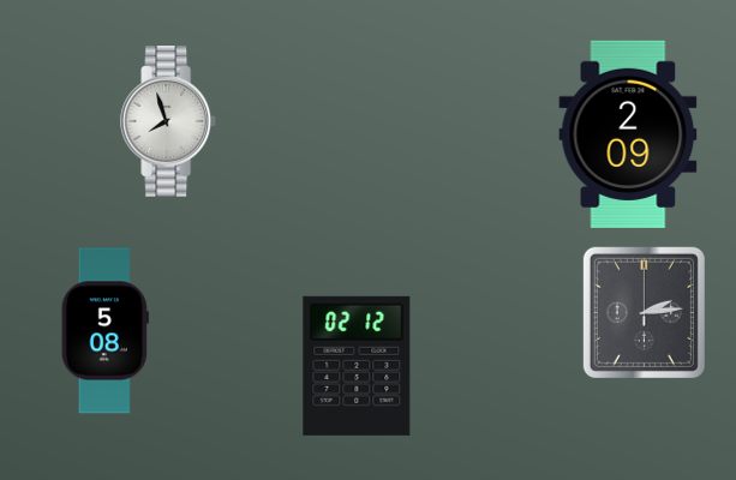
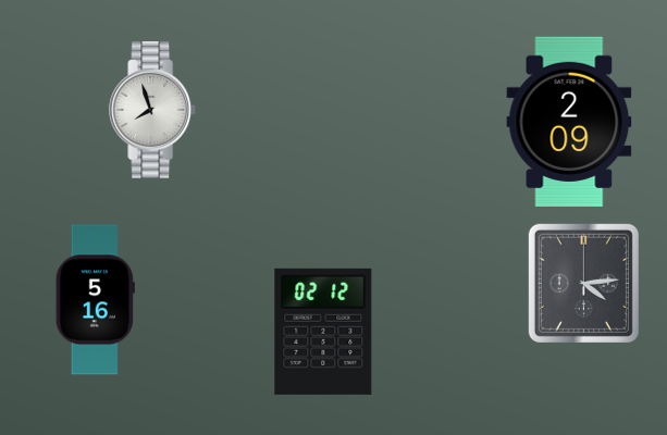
clock at (644, 312): 2:14 -> 4:14
clock at (104, 331): 5:08 -> 5:16
